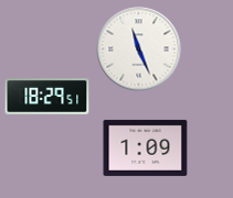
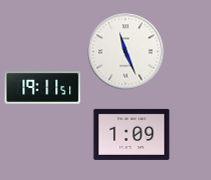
clock at (139, 50) position: (139, 50) -> (126, 52)
clock at (47, 97): 18:29 -> 19:11
